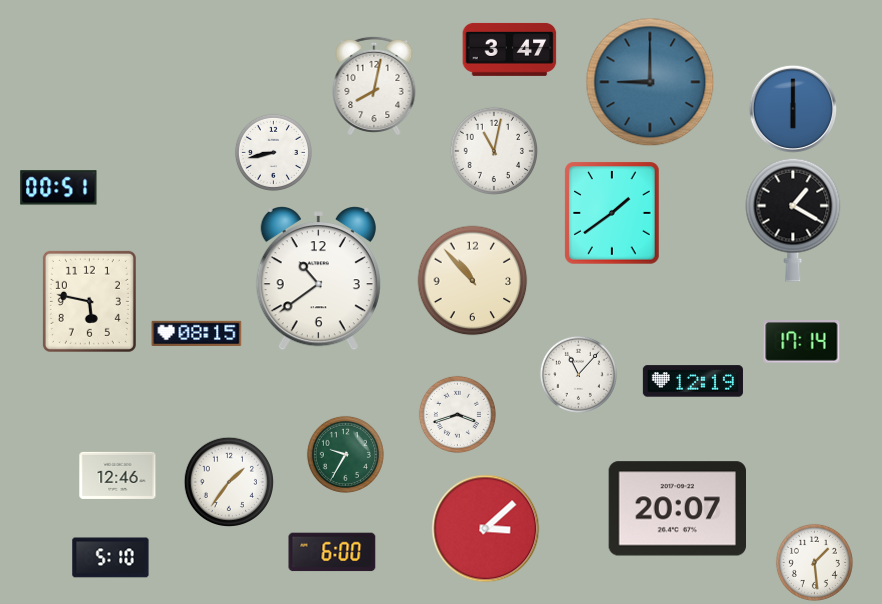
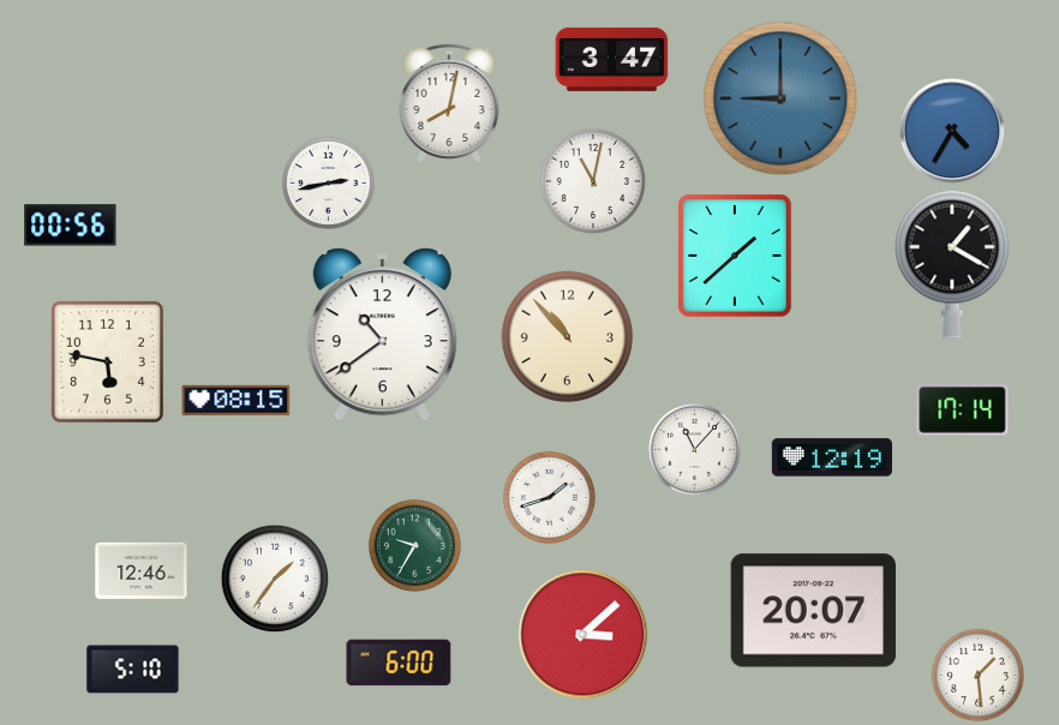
clock at (793, 109): 6:00 -> 4:35
clock at (273, 152): 8:43 -> 2:43
clock at (59, 188): 00:51 -> 00:56
clock at (612, 213): 1:39 -> 1:38
clock at (457, 414): 3:42 -> 1:42
